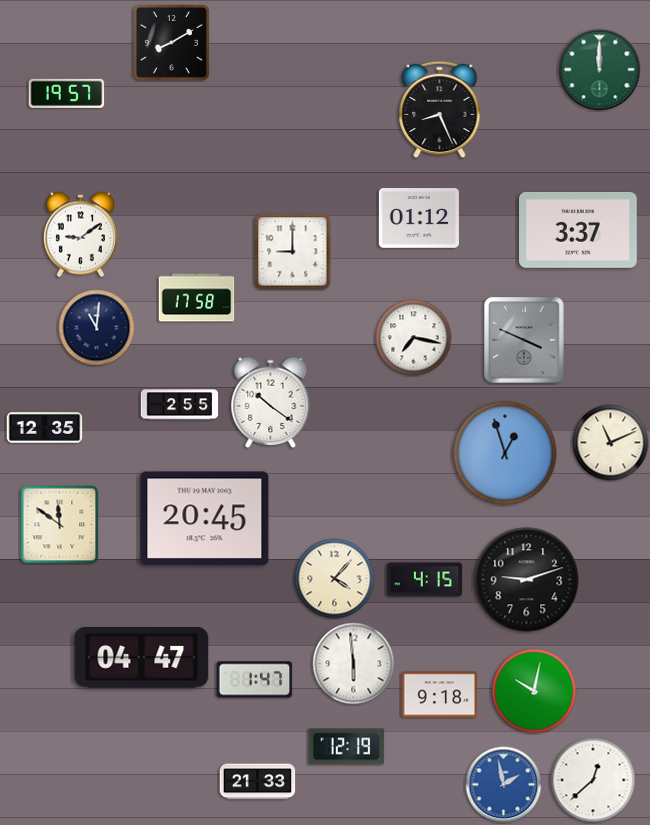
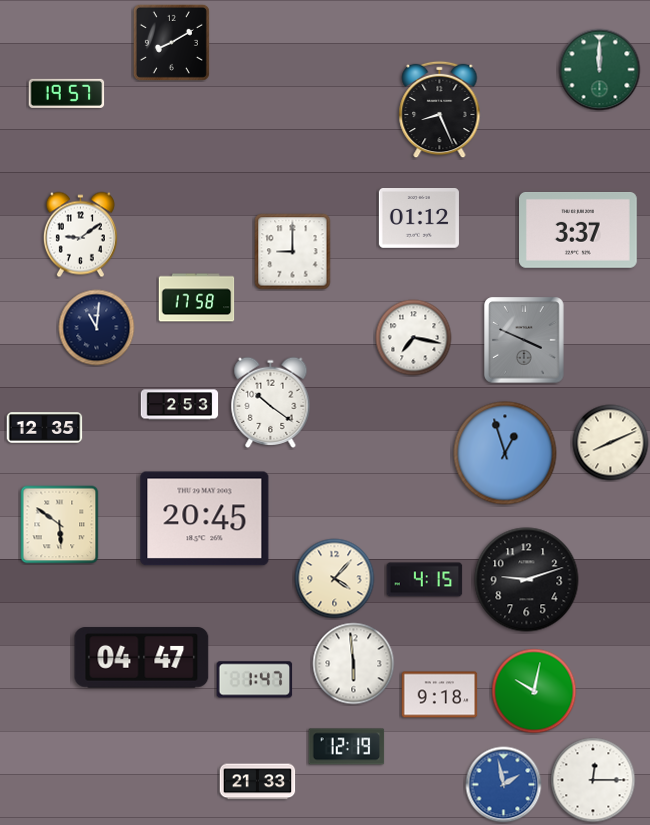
clock at (180, 405): 2:55 -> 2:53
clock at (611, 443): 11:11 -> 8:11
clock at (60, 525): 11:51 -> 5:51
clock at (593, 780): 12:38 -> 12:15
